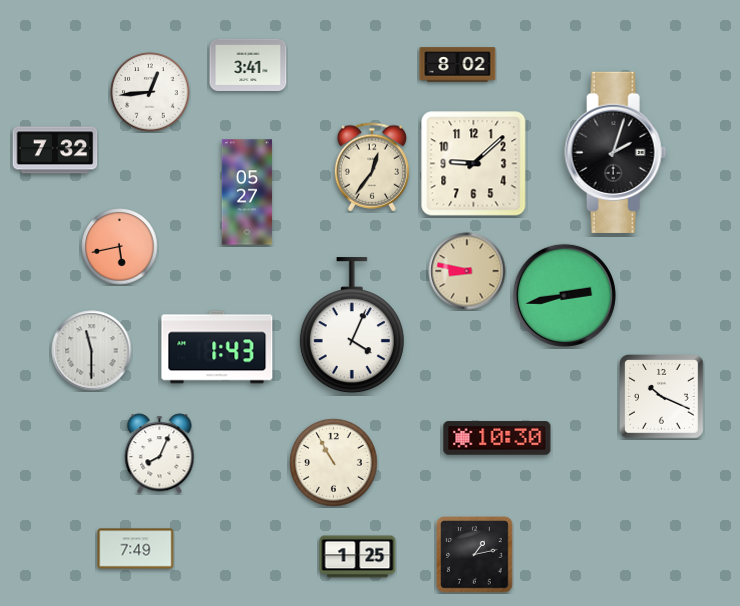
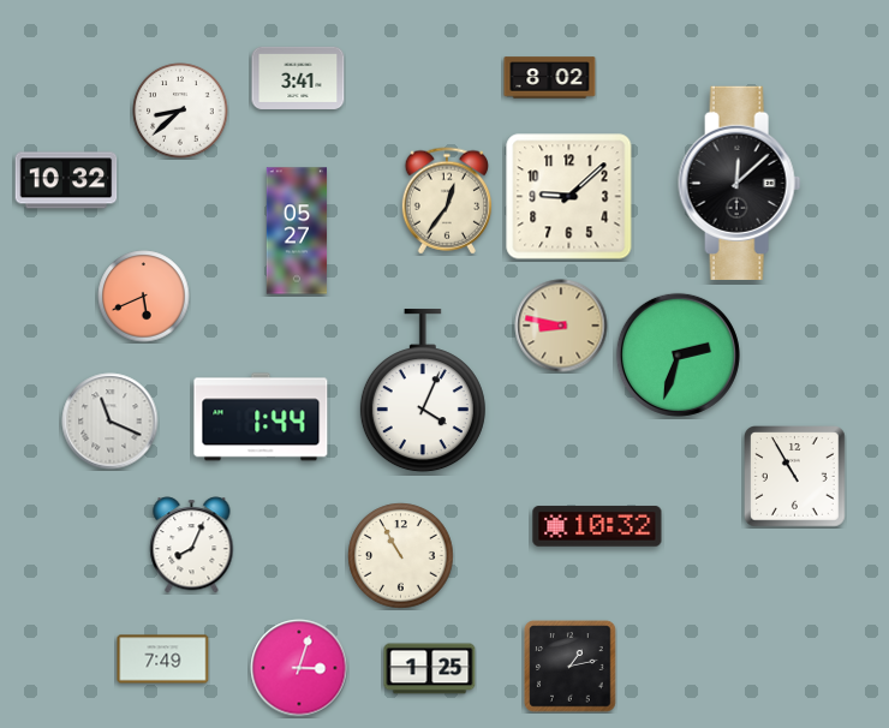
clock at (150, 92): 12:44 -> 8:38
clock at (55, 150): 7:32 -> 10:32
clock at (616, 152): 2:03 -> 12:08
clock at (120, 247): 5:43 -> 5:41
clock at (564, 295): 2:43 -> 2:33
clock at (217, 347): 1:43 -> 1:44
clock at (92, 351): 11:30 -> 11:19
clock at (662, 397): 10:19 -> 10:55
clock at (497, 438): 10:30 -> 10:32
clock at (299, 668): none -> 3:03
